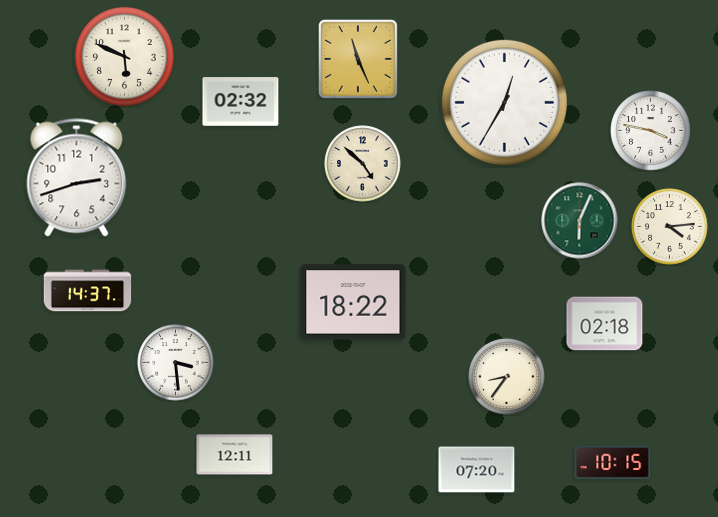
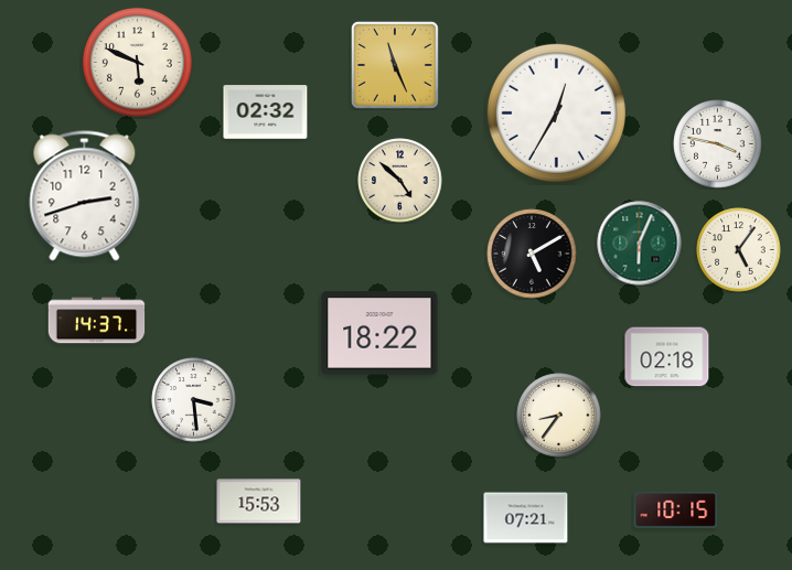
clock at (670, 227): 4:14 -> 5:06
clock at (532, 254): none -> 5:10
clock at (353, 302) position: (353, 302) -> (379, 333)
clock at (235, 455): 12:11 -> 15:53
clock at (477, 470): 07:20 -> 07:21
